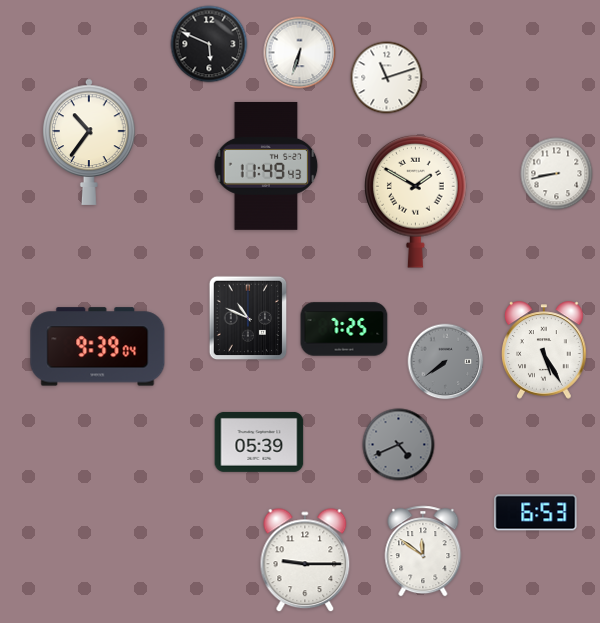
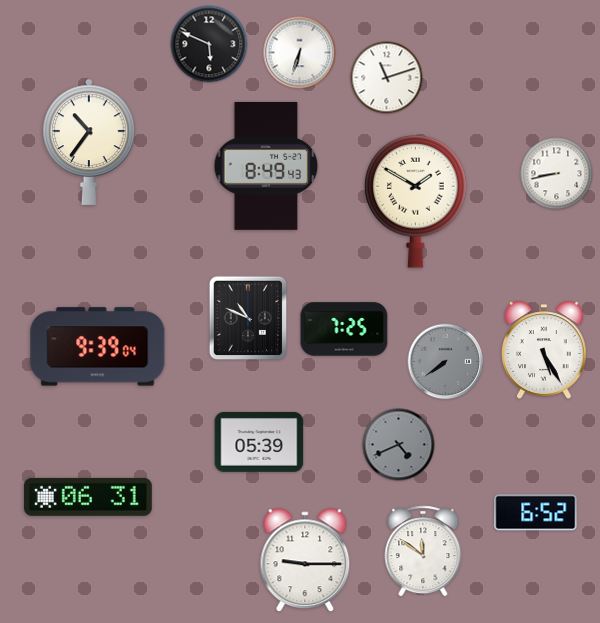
clock at (266, 166): 11:49 -> 8:49
clock at (88, 497): none -> 06:31
clock at (536, 513): 6:53 -> 6:52
